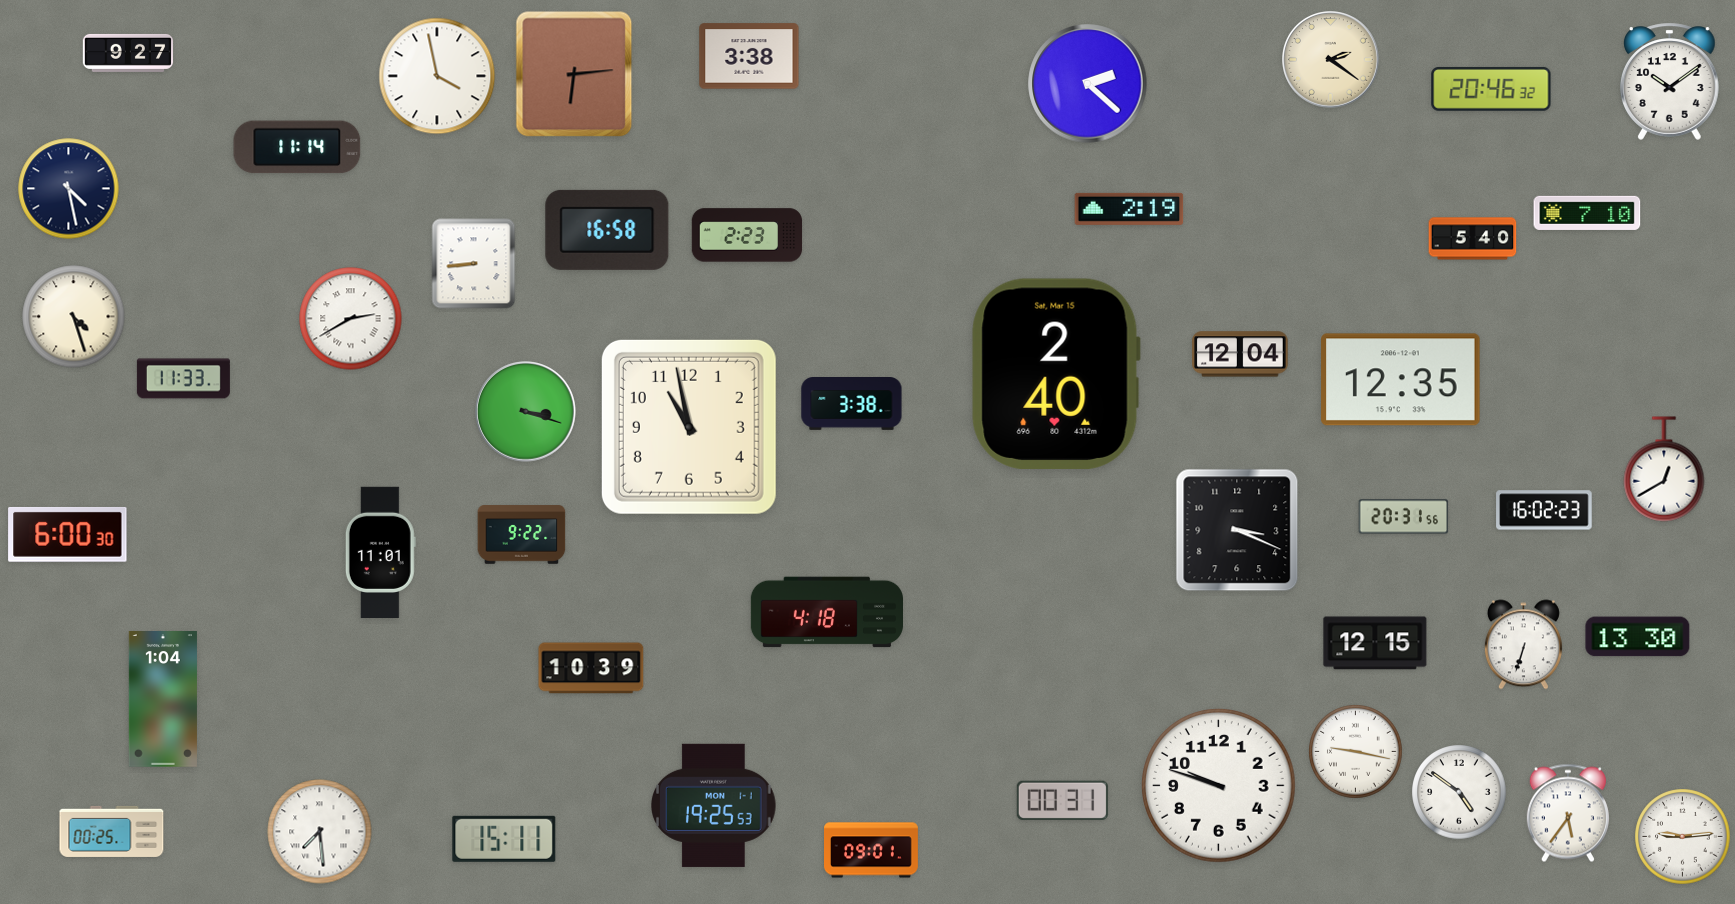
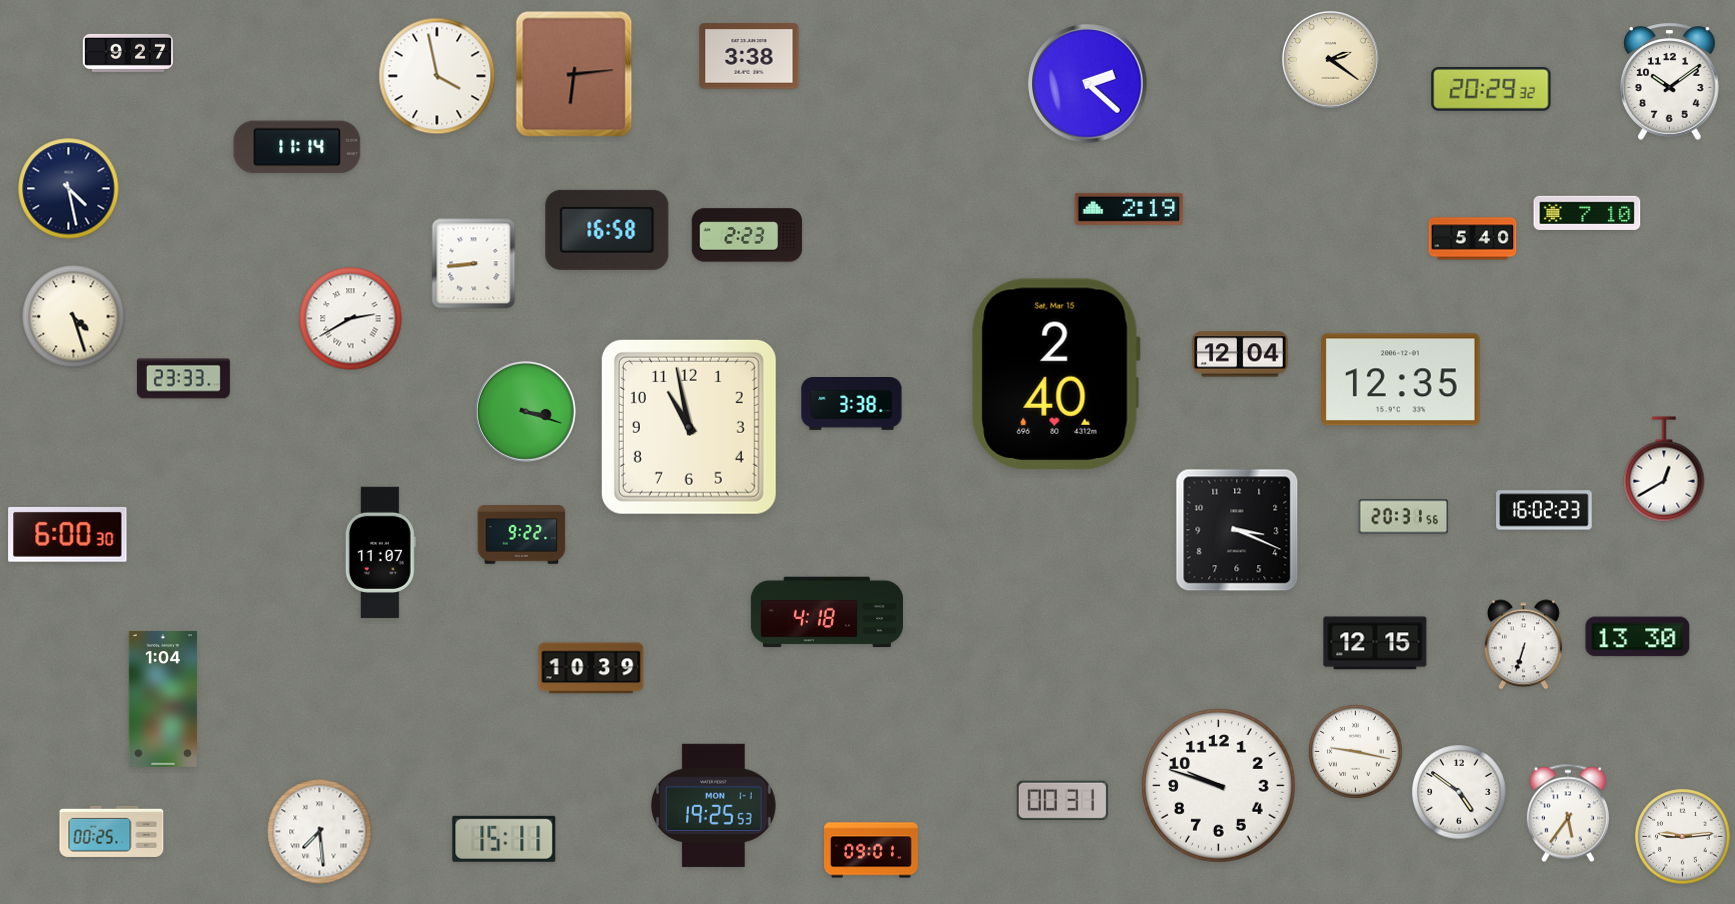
clock at (1491, 89): 20:46 -> 20:29
clock at (183, 379): 11:33 -> 23:33
clock at (380, 552): 11:01 -> 11:07
